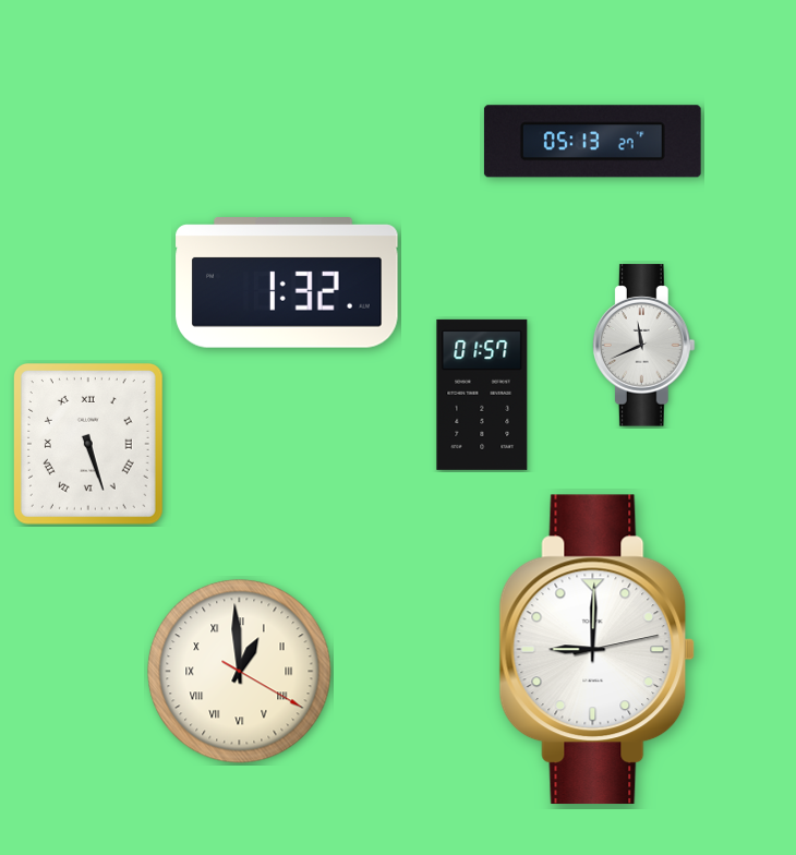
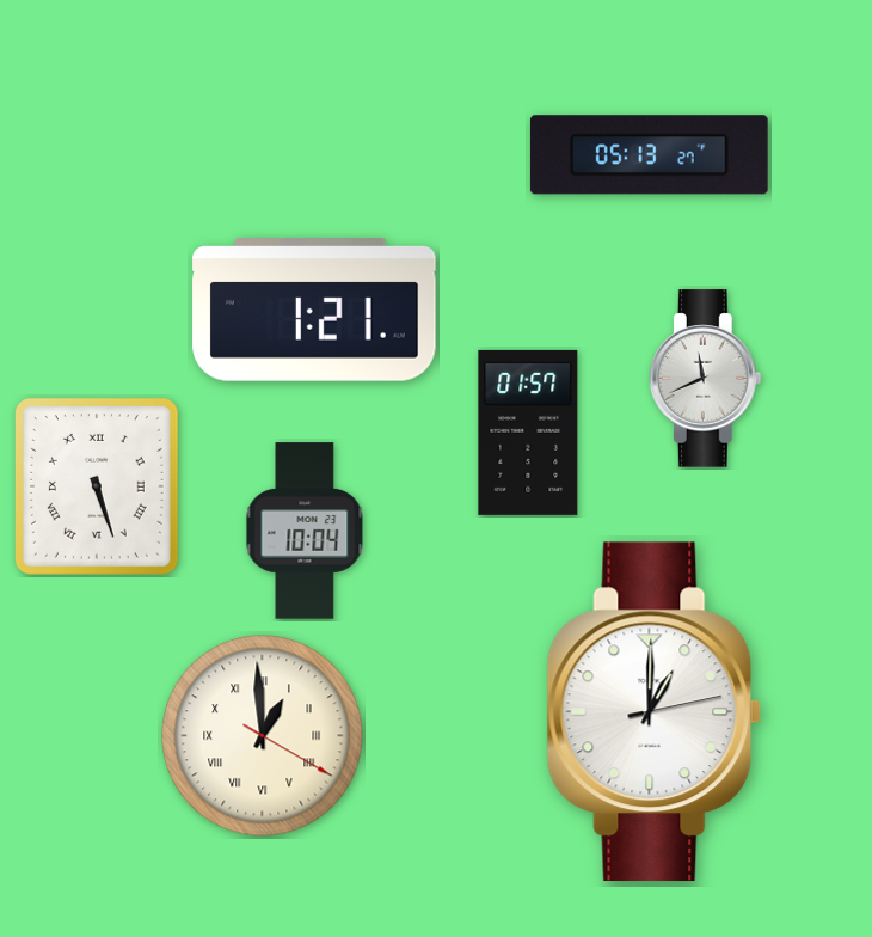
clock at (287, 282): 1:32 -> 1:21
clock at (305, 531): none -> 10:04
clock at (598, 650): 9:00 -> 1:00
